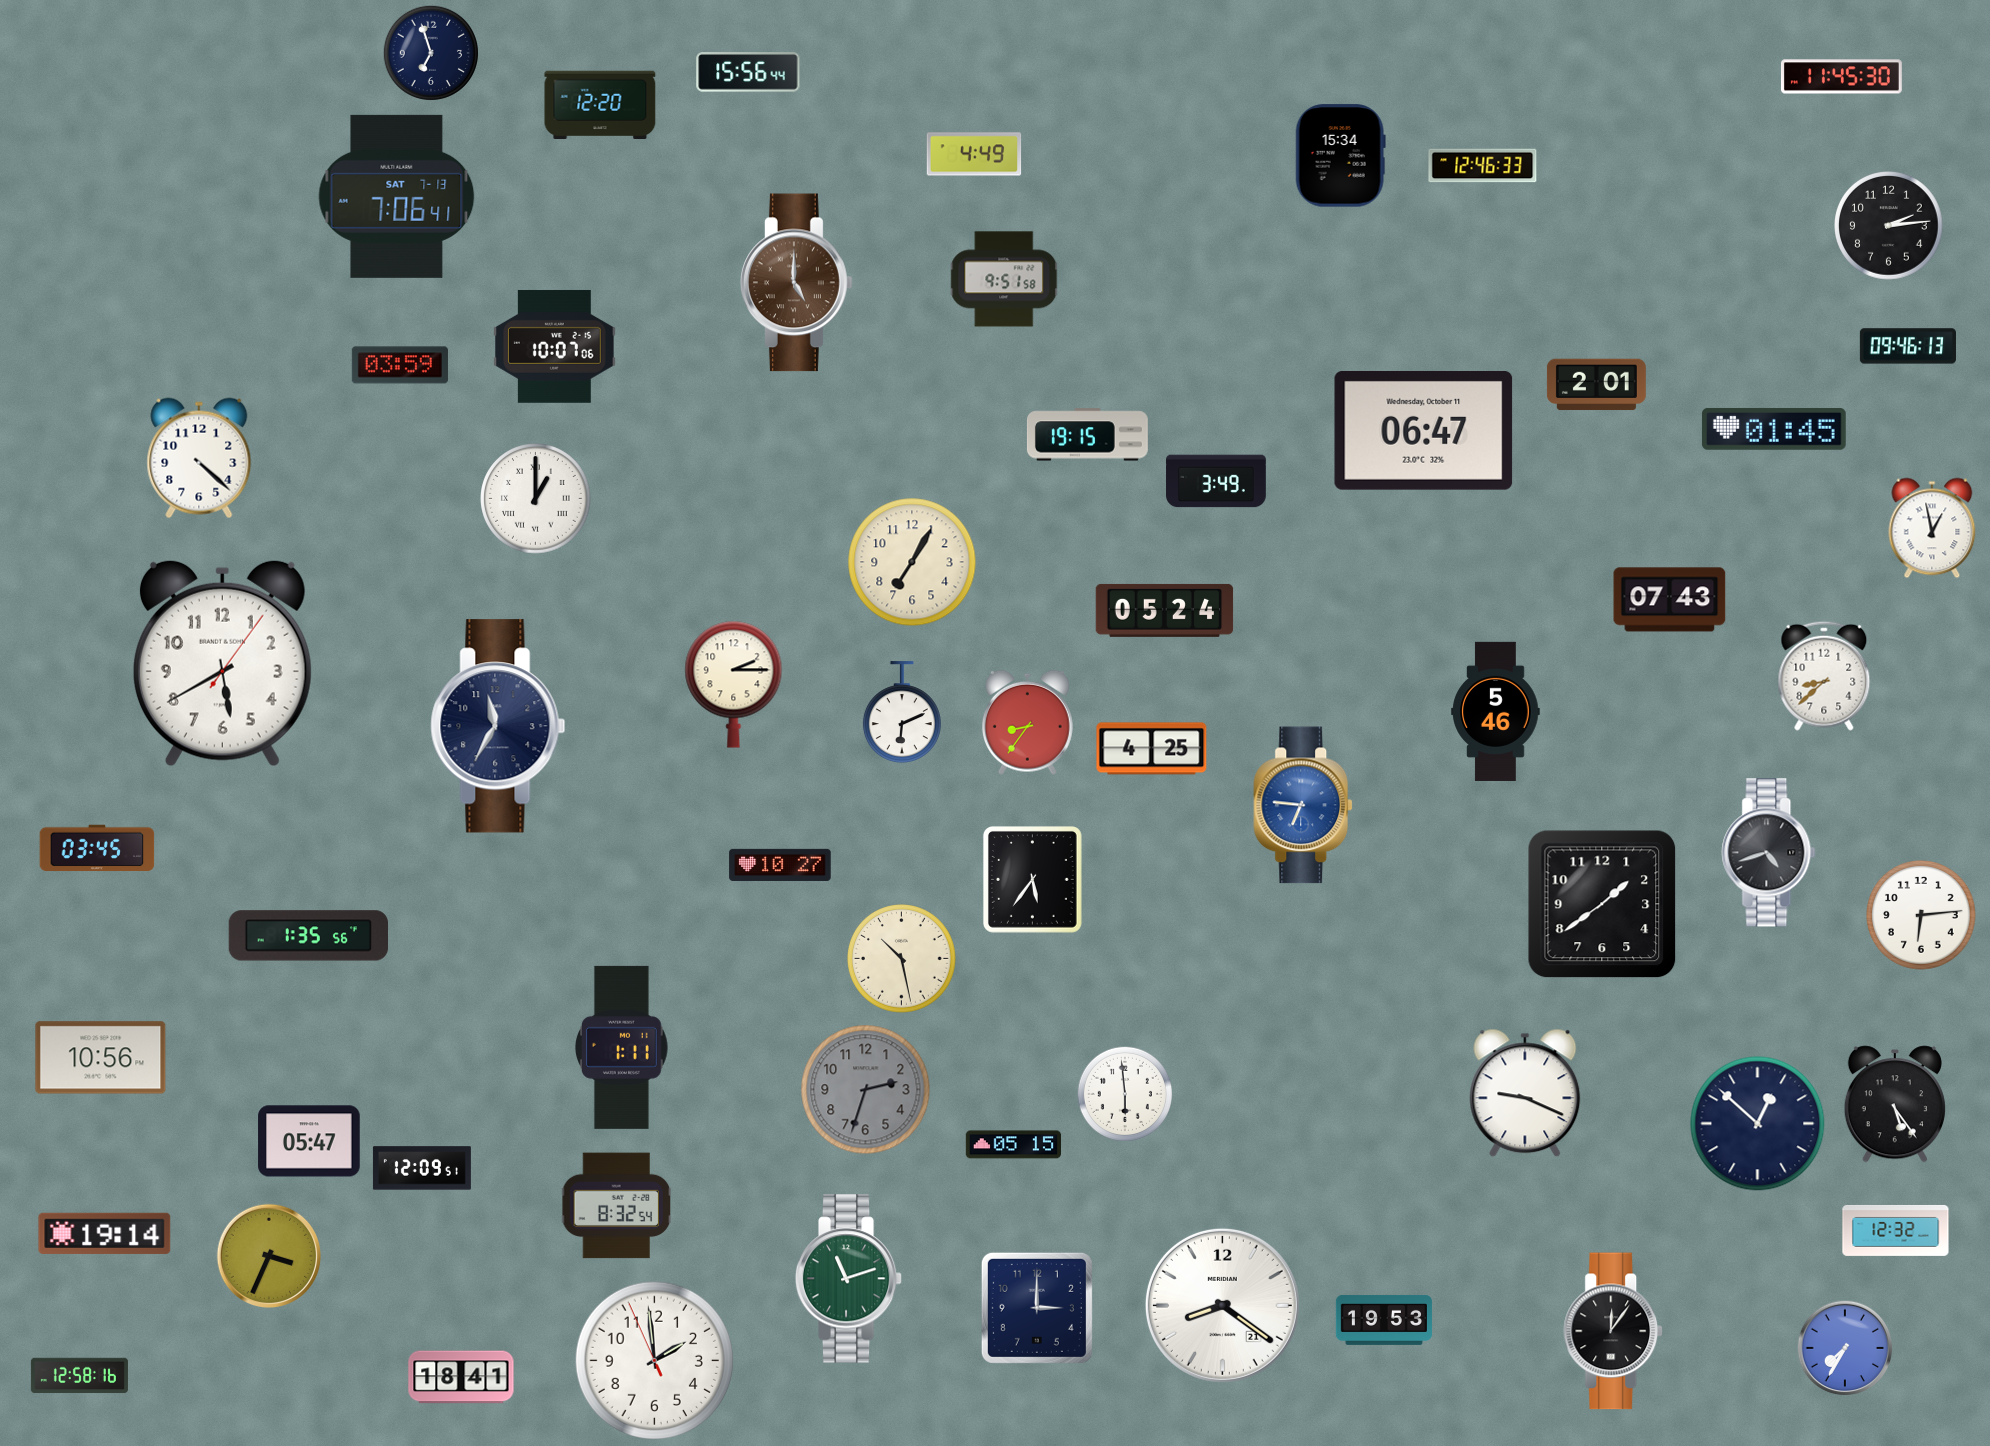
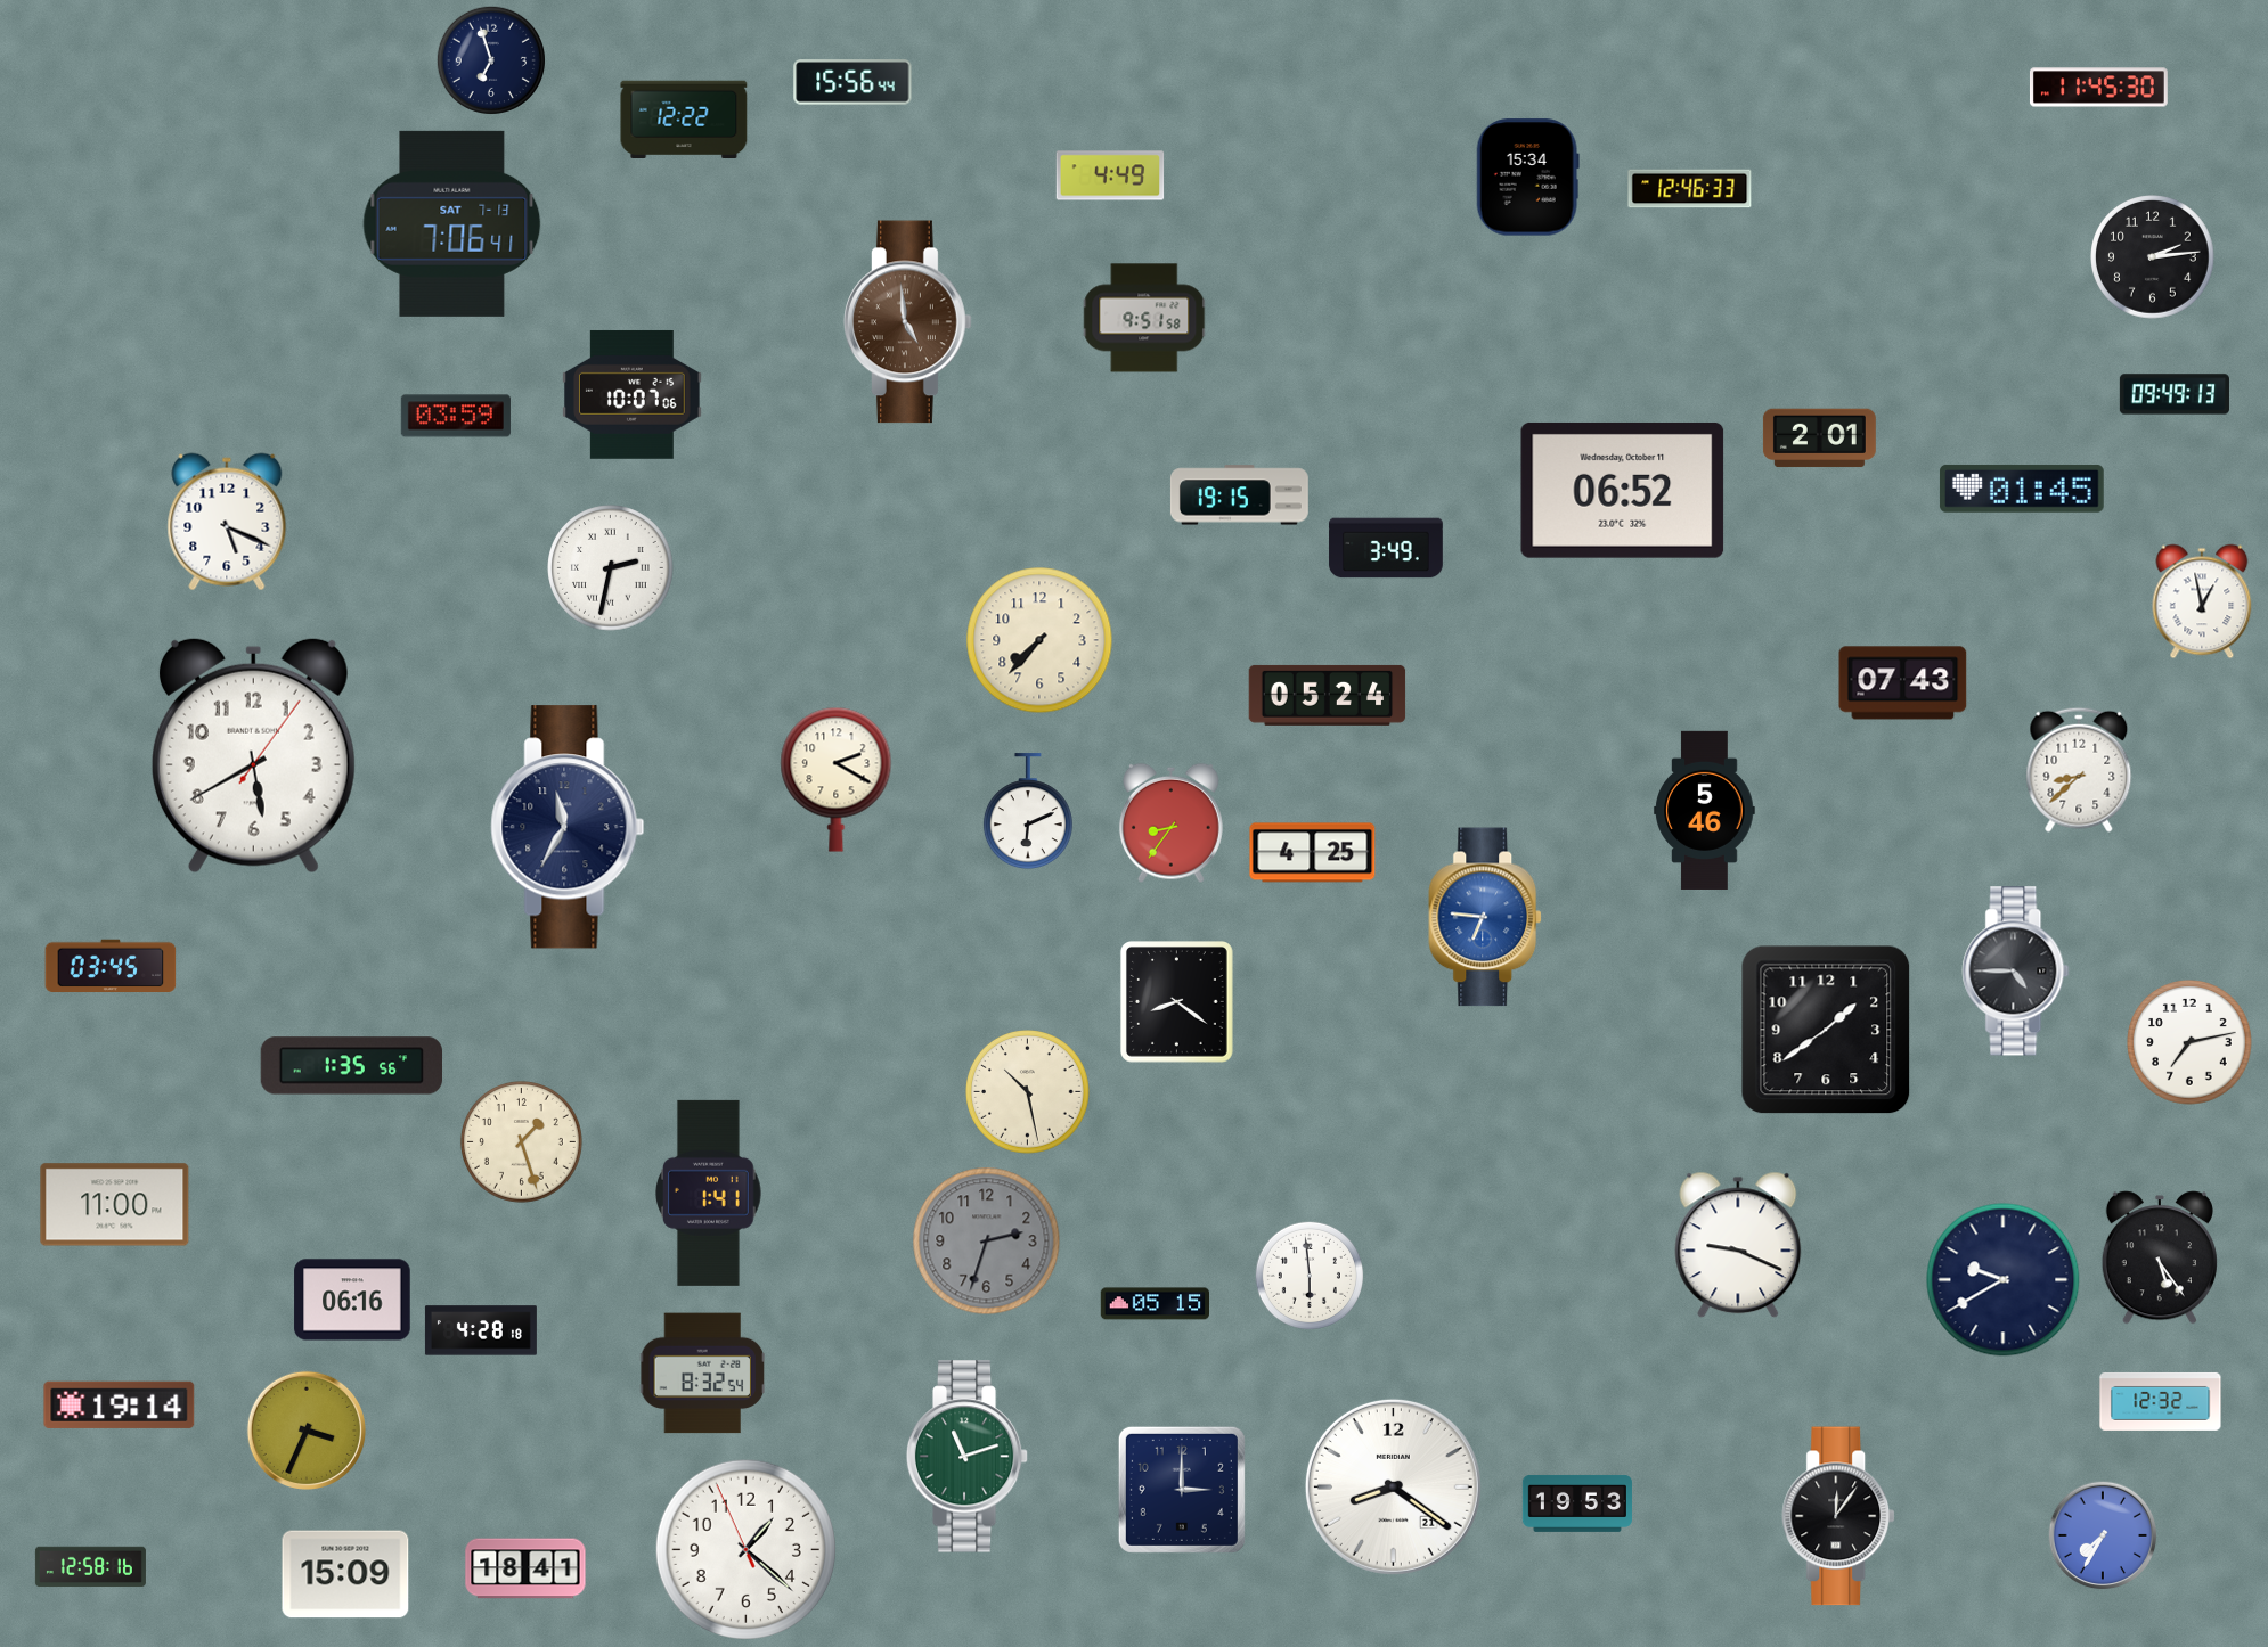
clock at (600, 104): 12:20 -> 12:22
clock at (797, 283): 5:00 -> 4:59
clock at (1908, 346): 09:46 -> 09:49
clock at (1424, 430): 06:47 -> 06:52
clock at (199, 458): 4:22 -> 5:19
clock at (536, 499): 1:00 -> 2:32
clock at (912, 562): 7:05 -> 7:37
clock at (734, 684): 2:15 -> 2:20
clock at (1769, 853): 4:42 -> 4:45
clock at (780, 865): 10:27 -> none
clock at (1032, 880): 5:36 -> 8:21
clock at (1922, 916): 6:14 -> 7:13
clock at (521, 1141): none -> 1:27
clock at (622, 1047): 1:11 -> 1:41
clock at (101, 1058): 10:56 -> 11:00
clock at (1125, 1094) position: (1125, 1094) -> (1310, 1276)
clock at (1758, 1124): 12:52 -> 9:40
clock at (309, 1141): 05:47 -> 06:16
clock at (422, 1168): 12:09 -> 4:28
clock at (654, 1360): 1:58 -> 1:21
clock at (345, 1574): none -> 15:09
